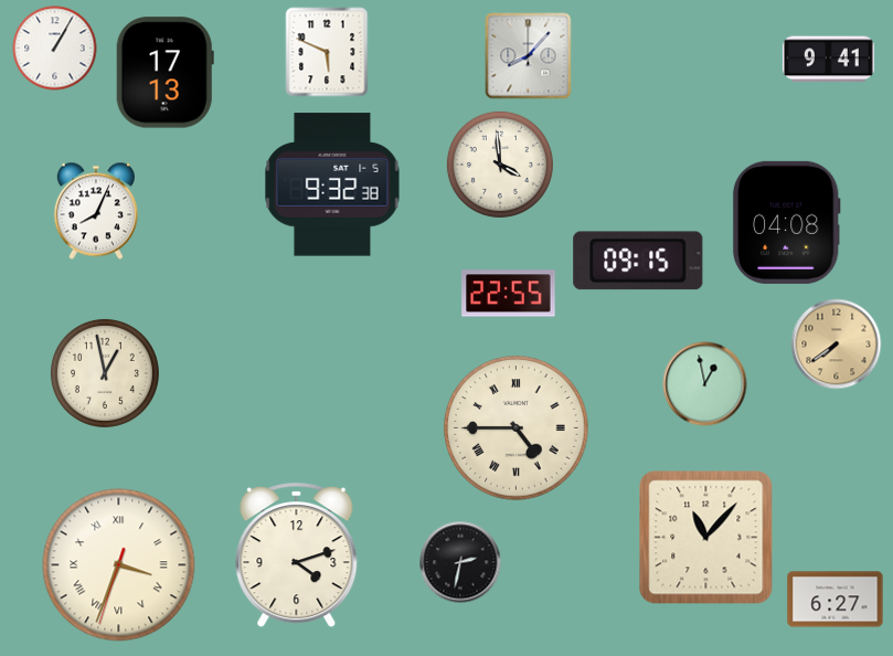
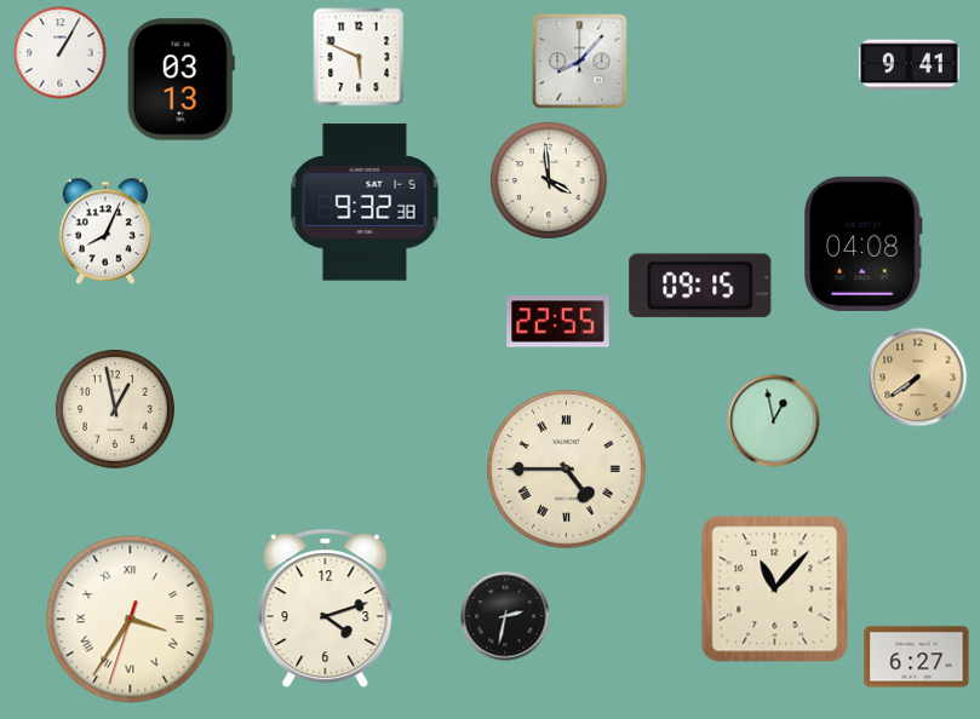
clock at (164, 73): 17:13 -> 03:13
clock at (119, 565): 3:33 -> 3:35
